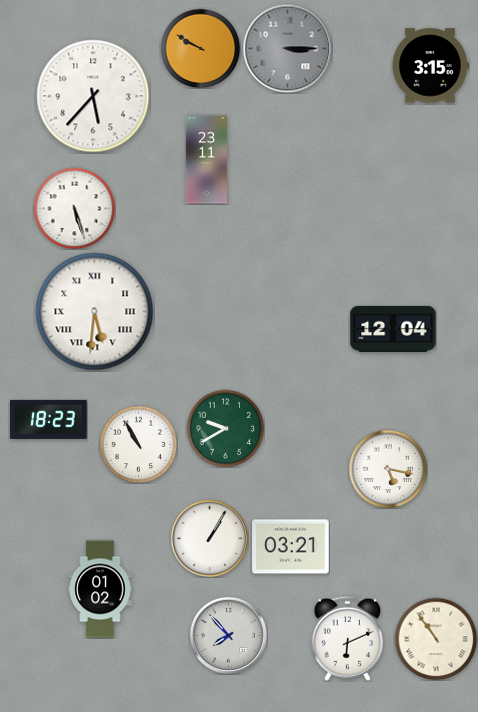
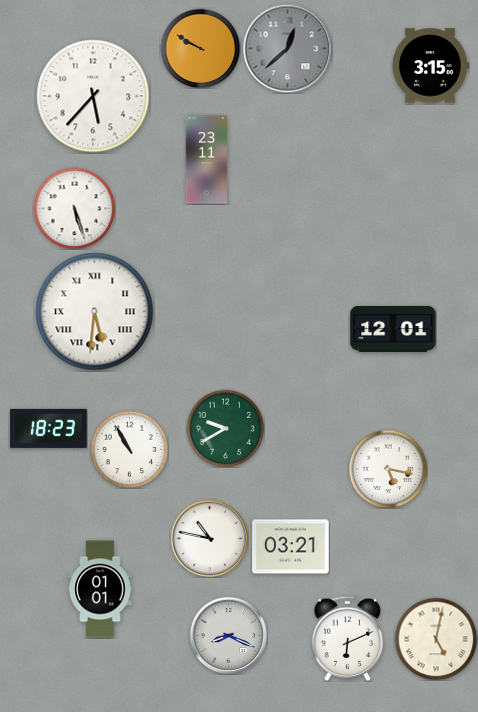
clock at (287, 48): 3:15 -> 12:38
clock at (393, 329): 12:04 -> 12:01
clock at (49, 419) position: (49, 419) -> (49, 428)
clock at (138, 444) position: (138, 444) -> (129, 449)
clock at (209, 538): 1:05 -> 10:47
clock at (100, 589): 01:02 -> 01:01
clock at (228, 635): 7:53 -> 8:19
clock at (436, 639): 10:54 -> 5:02
